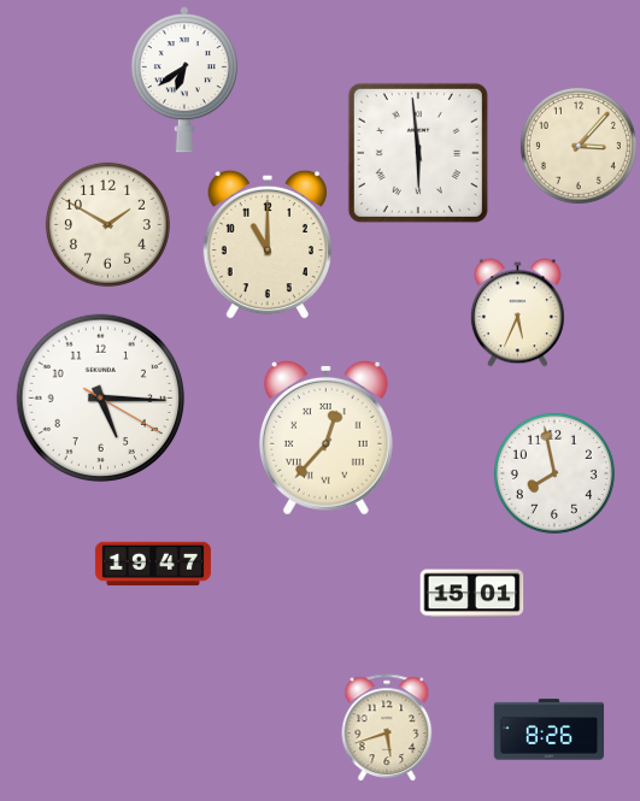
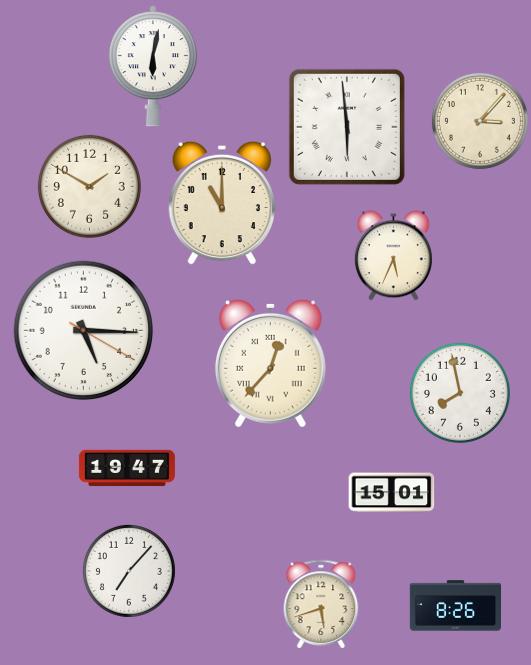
clock at (184, 79): 6:39 -> 6:02
clock at (517, 313) position: (517, 313) -> (393, 256)
clock at (129, 571): none -> 7:07
